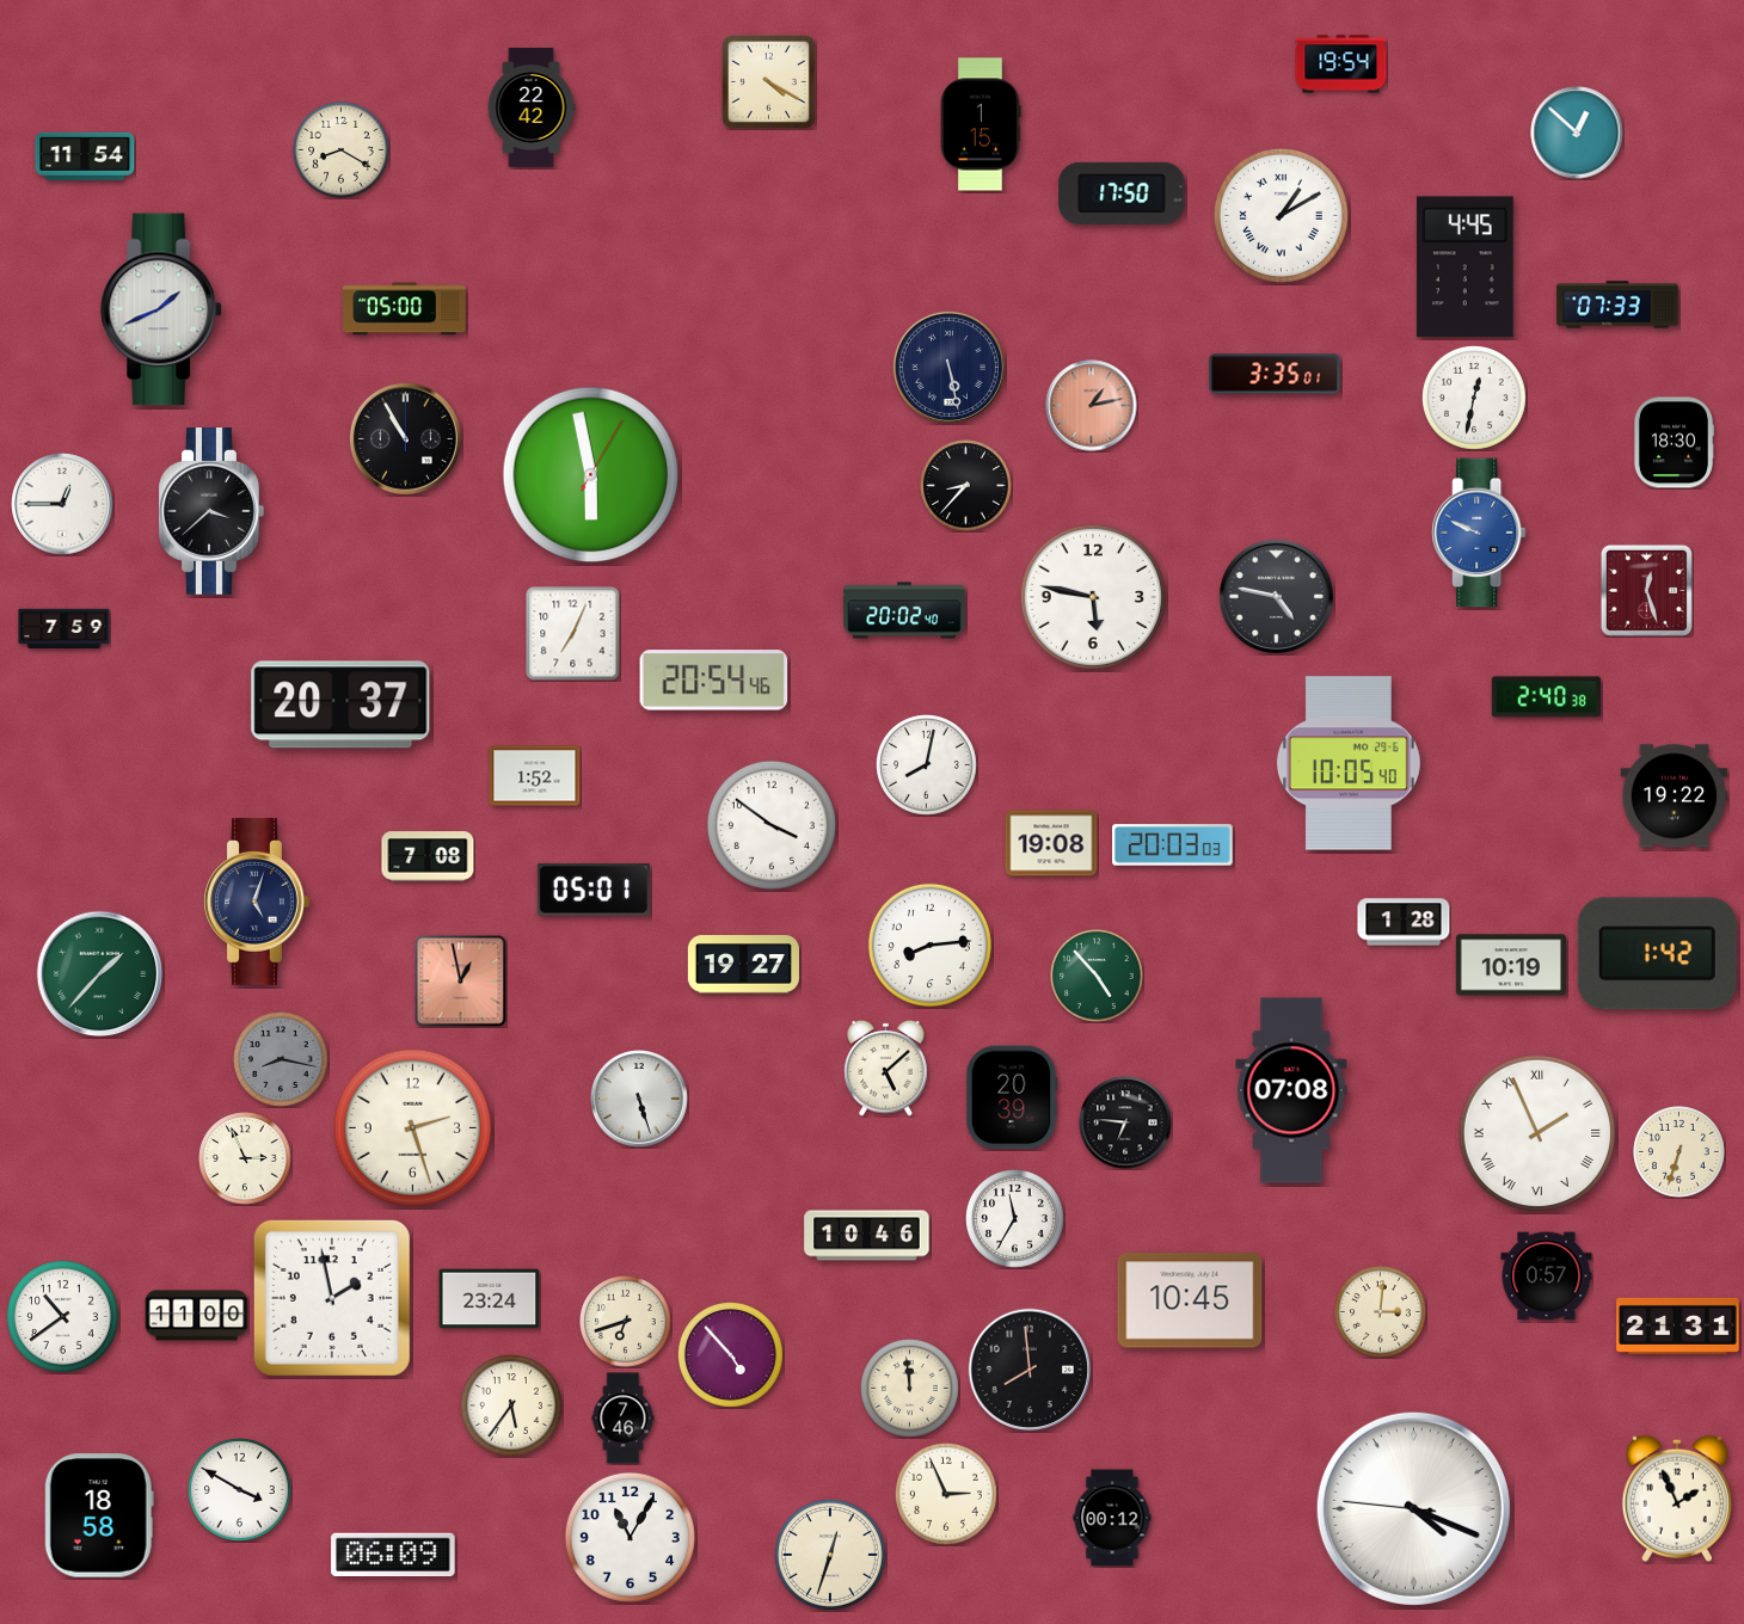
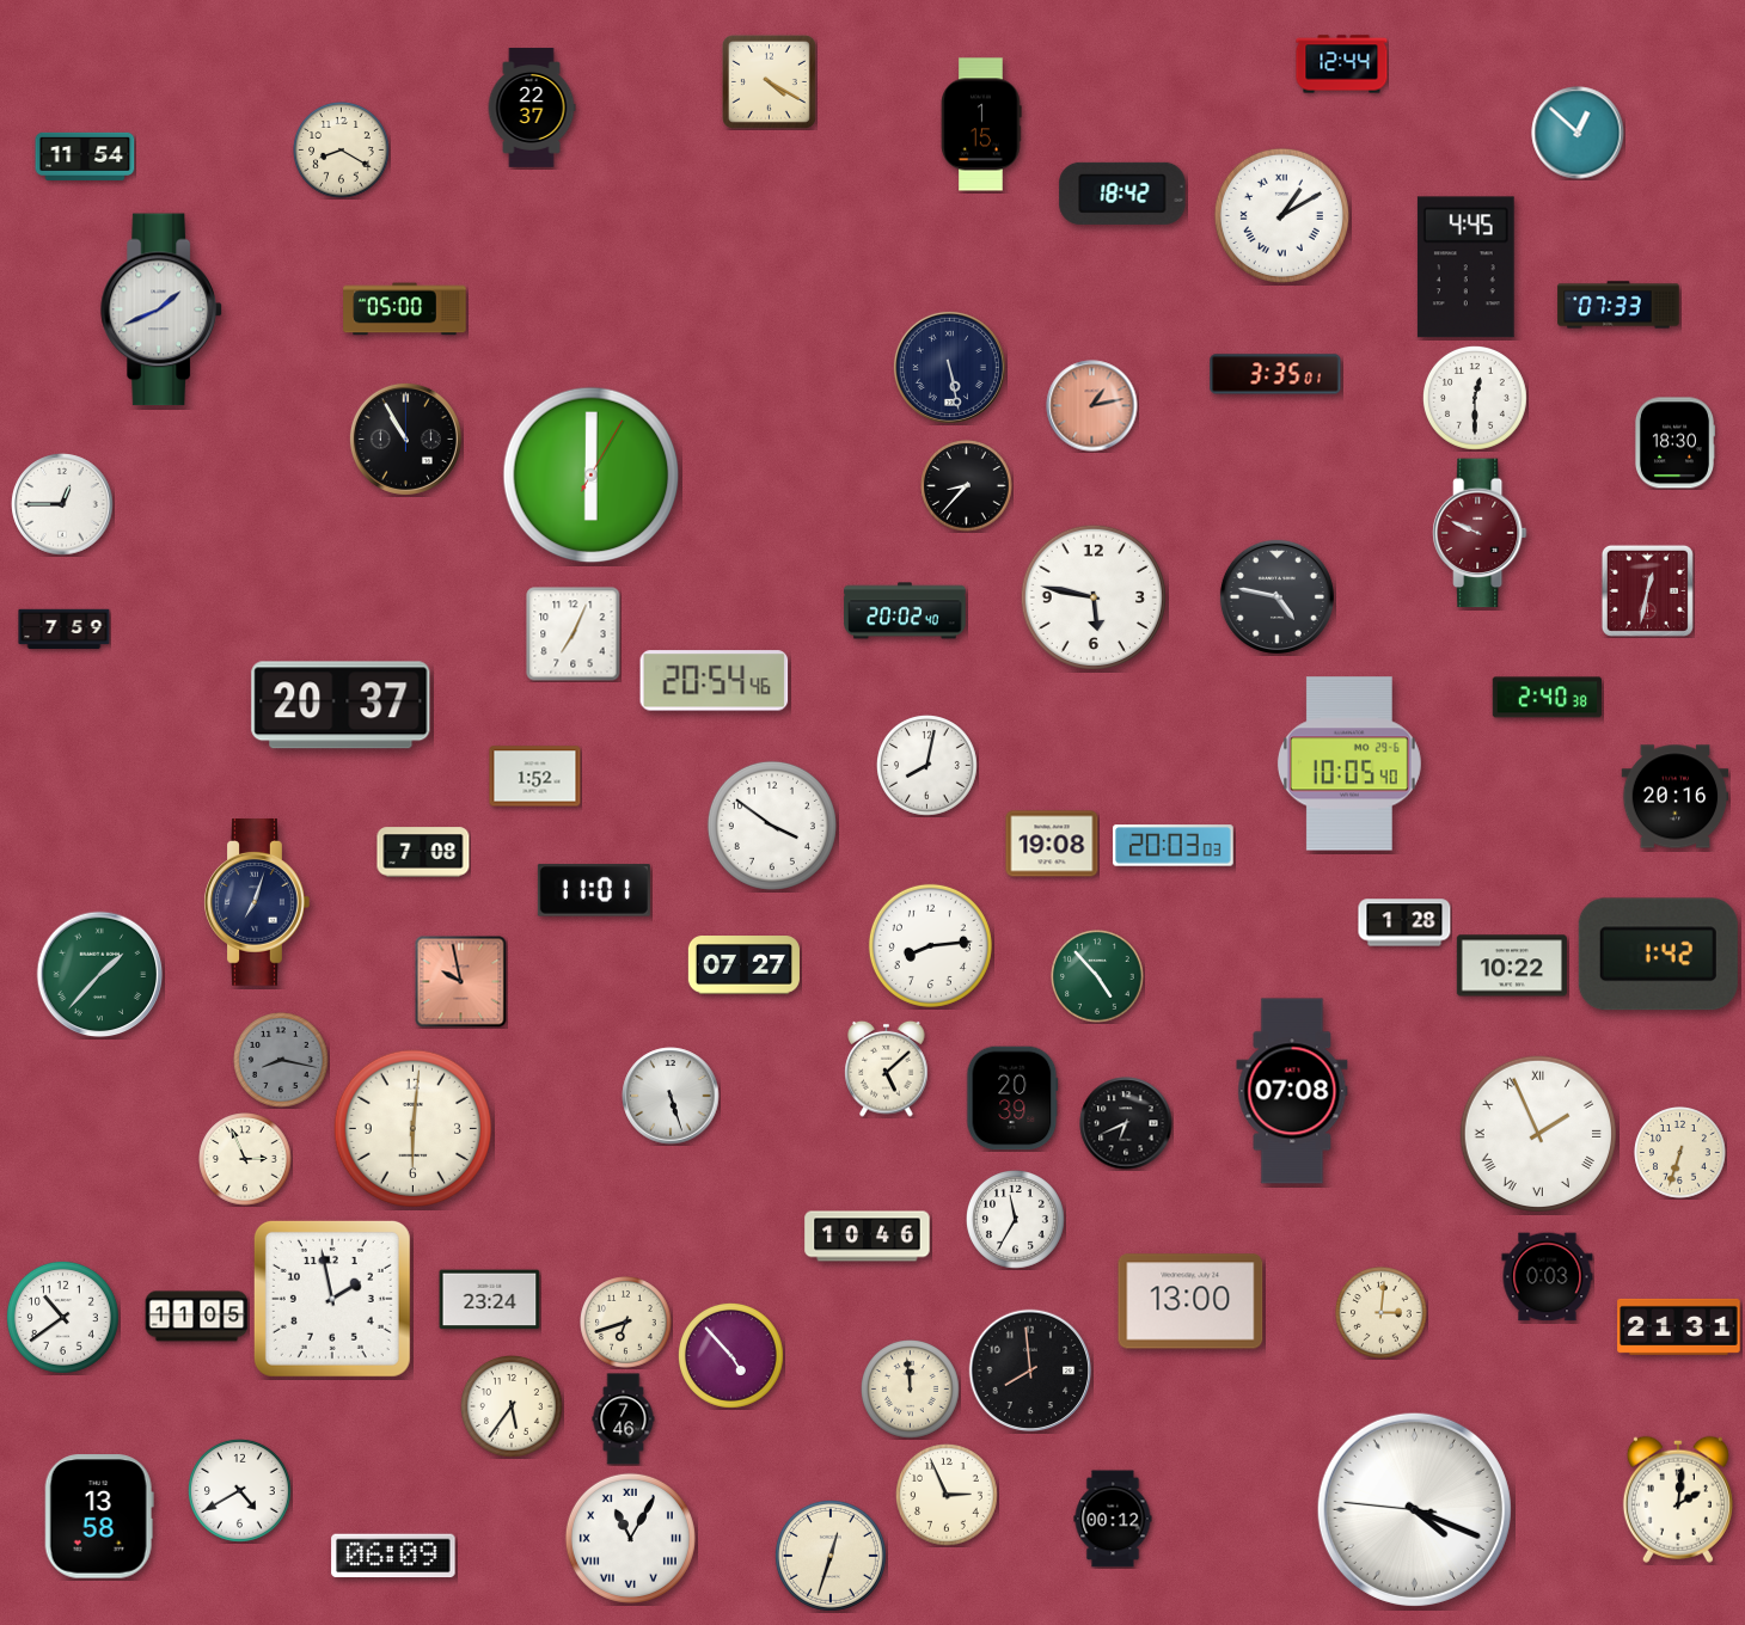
clock at (1341, 64): 19:54 -> 12:44
clock at (532, 107): 22:42 -> 22:37
clock at (1122, 193): 17:50 -> 18:42
clock at (1474, 398): 12:32 -> 12:30
clock at (591, 475): 5:58 -> 6:00
clock at (211, 511): 3:38 -> none
clock at (1479, 533) dial: blue -> burgundy
clock at (1646, 590): 12:27 -> 12:32
clock at (1675, 796): 19:22 -> 20:16
clock at (428, 856) position: (428, 856) -> (423, 852)
clock at (594, 890): 05:01 -> 11:01
clock at (257, 902): 5:03 -> 7:03
clock at (743, 965): 19:27 -> 07:27
clock at (1511, 965): 10:19 -> 10:22
clock at (461, 982): 12:58 -> 9:58
clock at (639, 1099) position: (639, 1099) -> (671, 1096)
clock at (1125, 1122): 6:46 -> 6:41
clock at (412, 1127): 2:27 -> 6:01
clock at (1547, 1277): 0:57 -> 0:03
clock at (1190, 1300): 10:45 -> 13:00
clock at (197, 1316): 11:00 -> 11:05
clock at (240, 1490): 3:50 -> 4:40
clock at (1677, 1499): 1:56 -> 2:01
clock at (99, 1515): 18:58 -> 13:58
clock at (630, 1537) numerals: Arabic -> Roman
